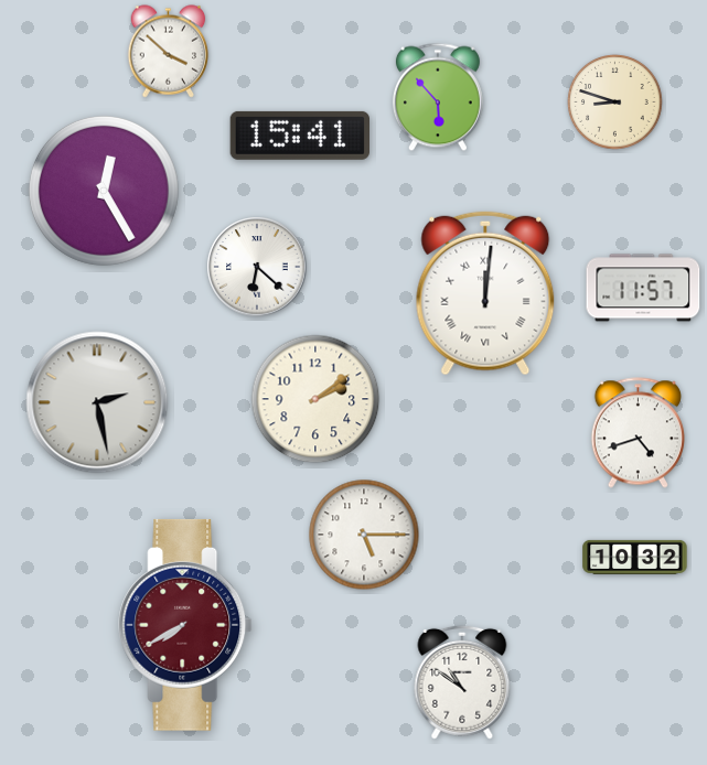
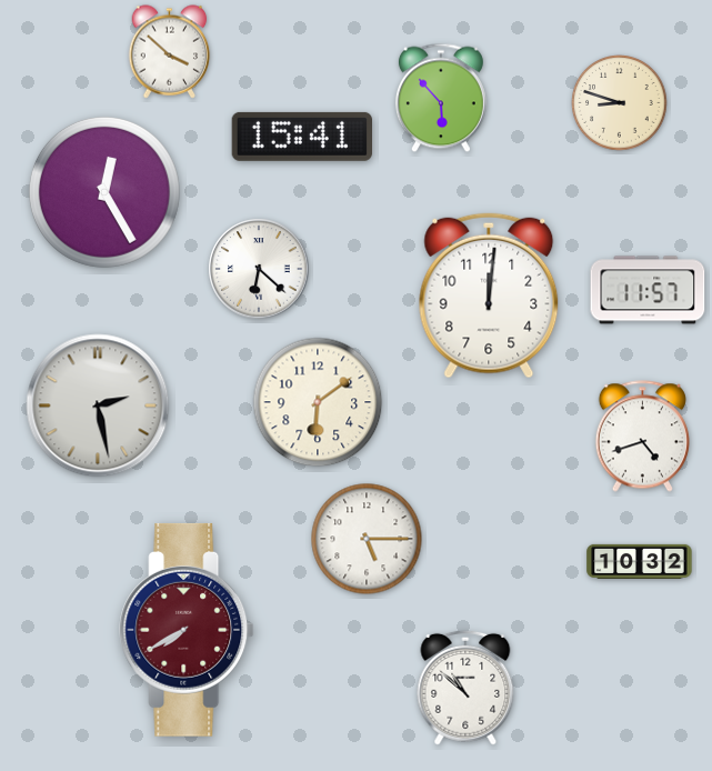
clock at (485, 293) numerals: Roman -> Arabic
clock at (315, 399): 2:09 -> 6:09
clock at (462, 682): 10:51 -> 10:52
